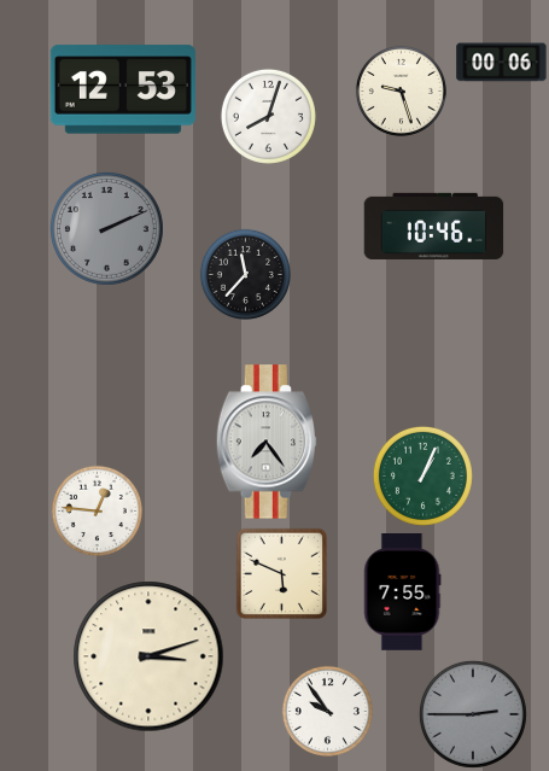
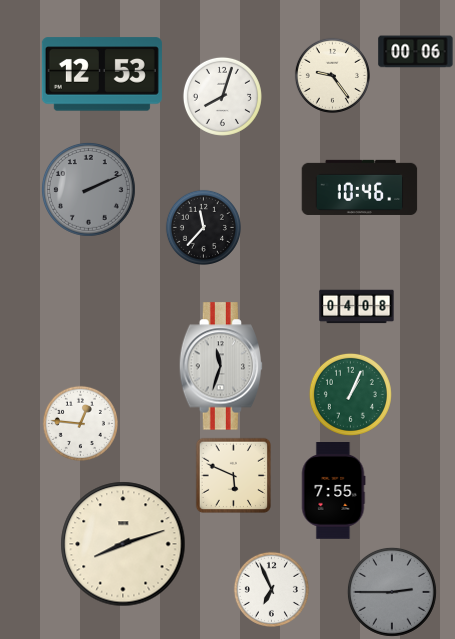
clock at (401, 90): 9:27 -> 9:24
clock at (357, 307): none -> 04:08
clock at (267, 442): 7:24 -> 11:33
clock at (148, 656): 3:12 -> 8:12
clock at (327, 711): 9:54 -> 6:56
